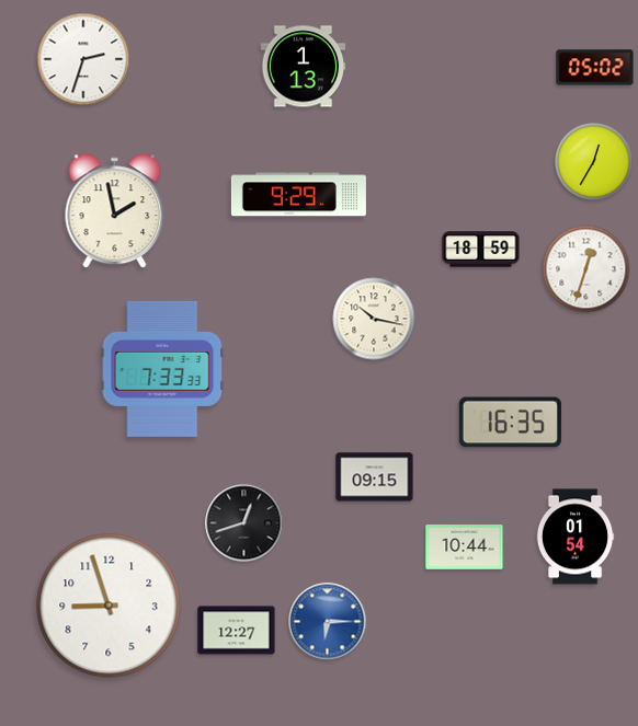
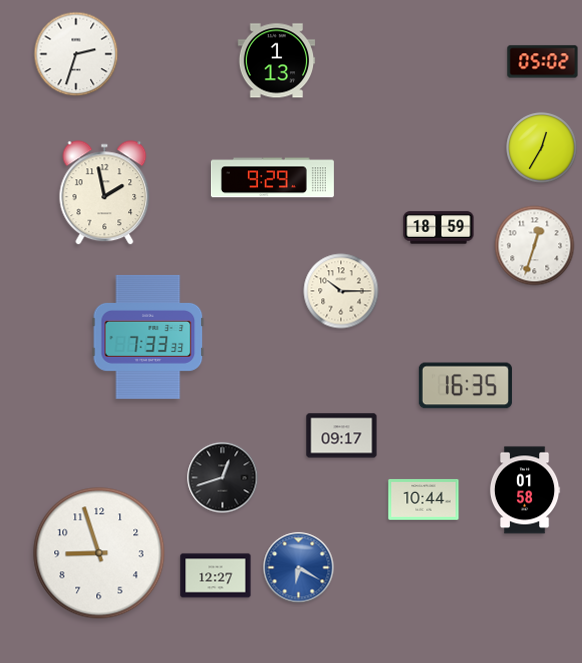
clock at (374, 319): 10:17 -> 10:15
clock at (375, 477): 09:15 -> 09:17
clock at (576, 537): 01:54 -> 01:58
clock at (328, 622): 6:15 -> 6:20
